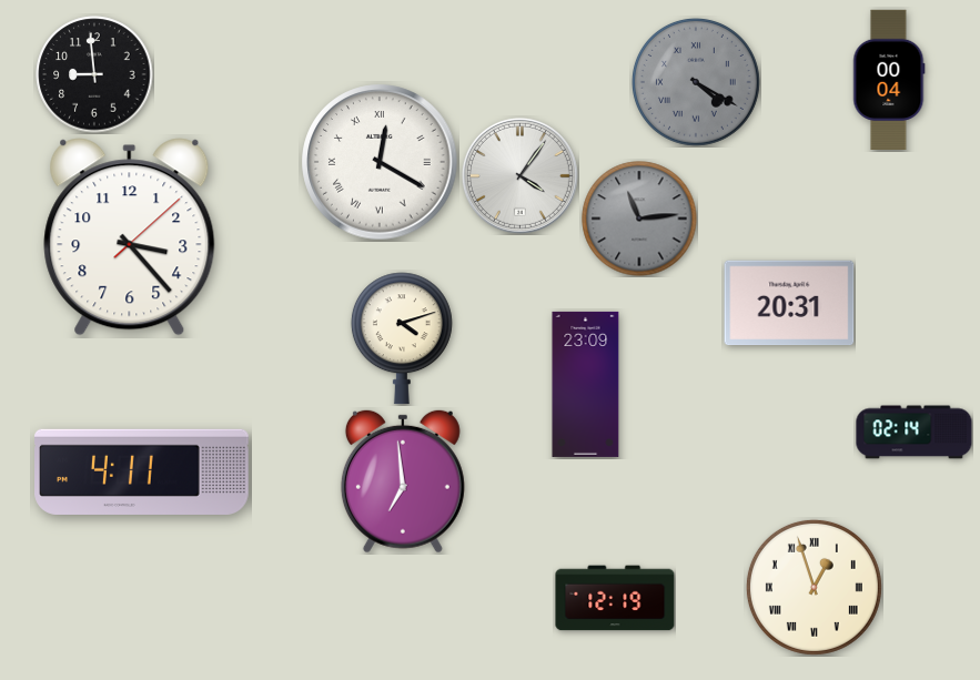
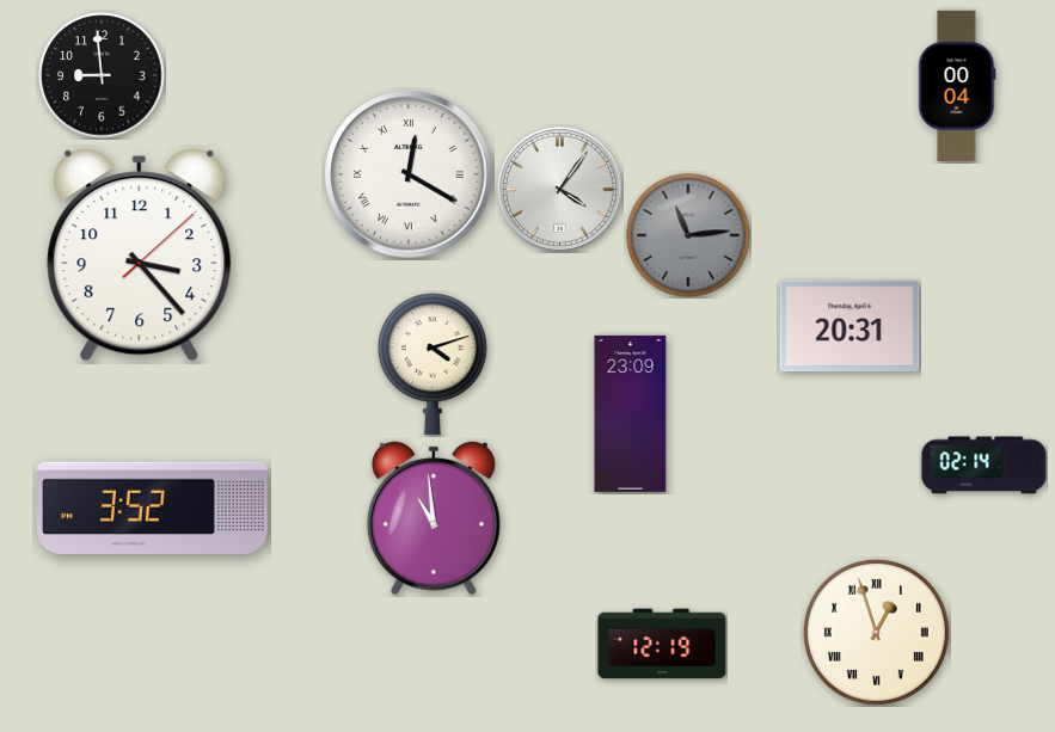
clock at (94, 74) position: (94, 74) -> (102, 75)
clock at (697, 83): 4:20 -> none
clock at (142, 471): 4:11 -> 3:52
clock at (403, 481): 6:59 -> 10:59
